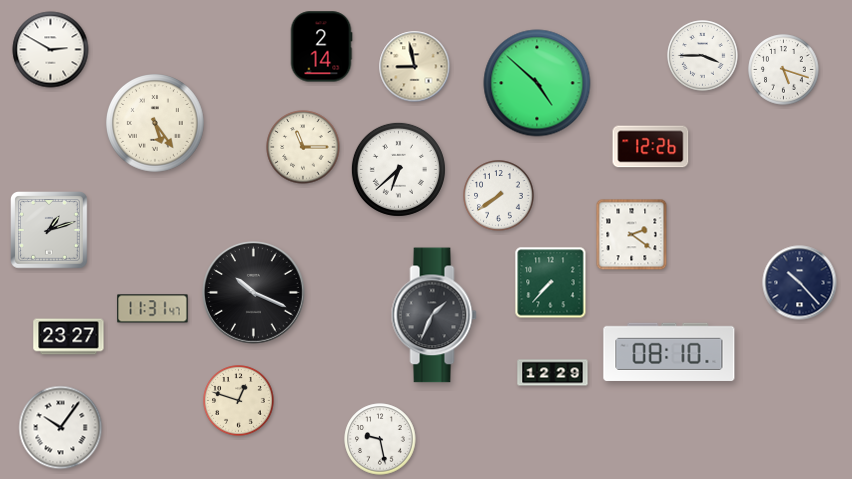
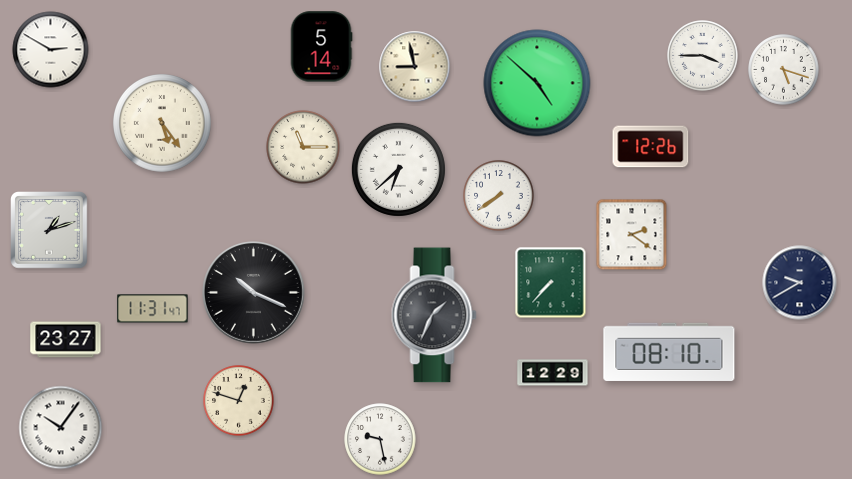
clock at (321, 47): 2:14 -> 5:14
clock at (156, 124) position: (156, 124) -> (163, 124)
clock at (800, 283): 10:23 -> 9:40
clock at (69, 337) position: (69, 337) -> (66, 340)
